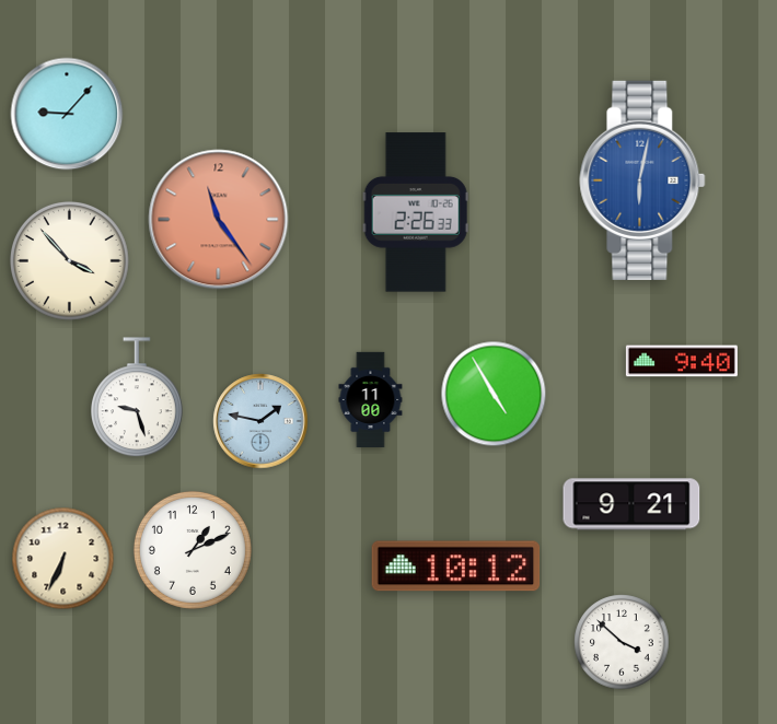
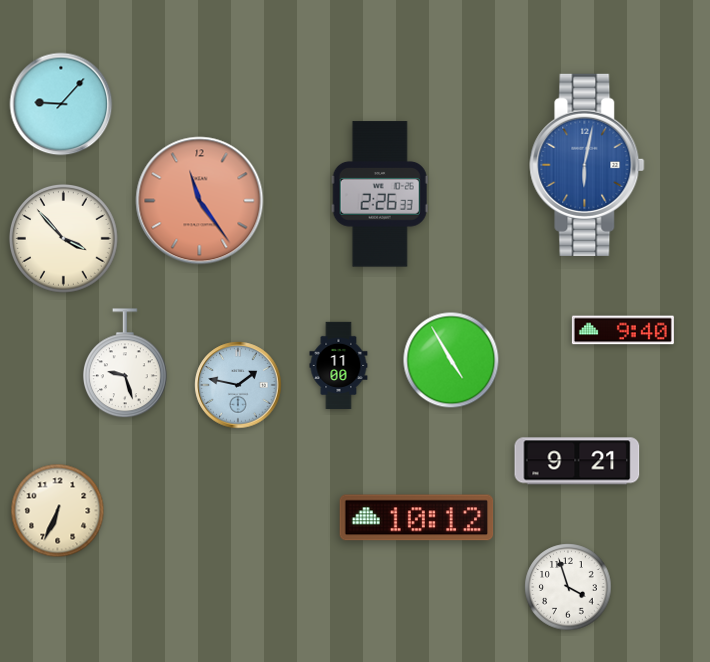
clock at (193, 550): 1:11 -> none
clock at (622, 642): 3:52 -> 3:57
